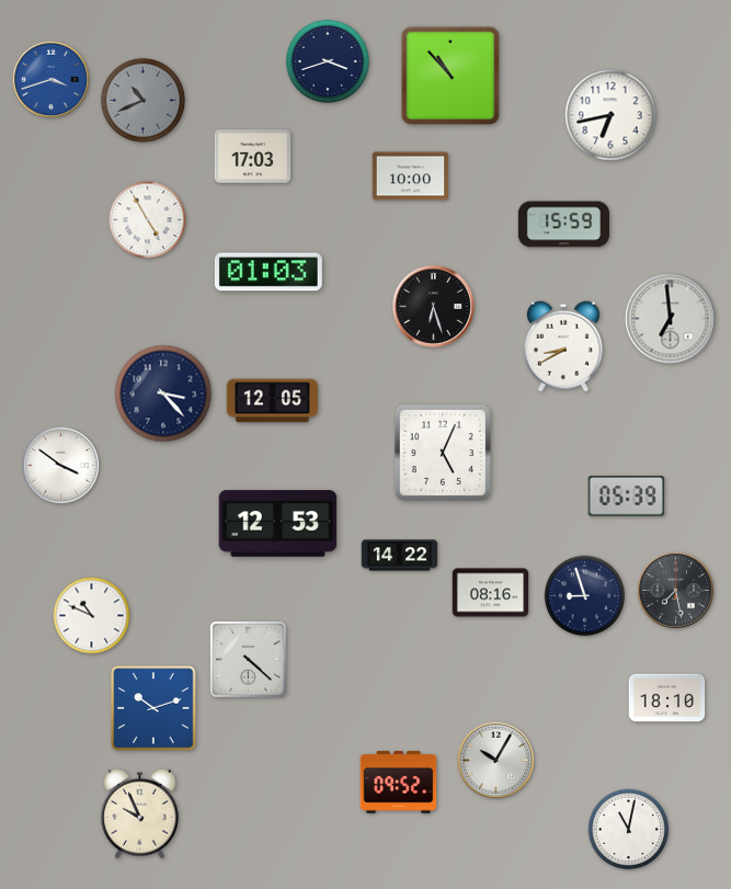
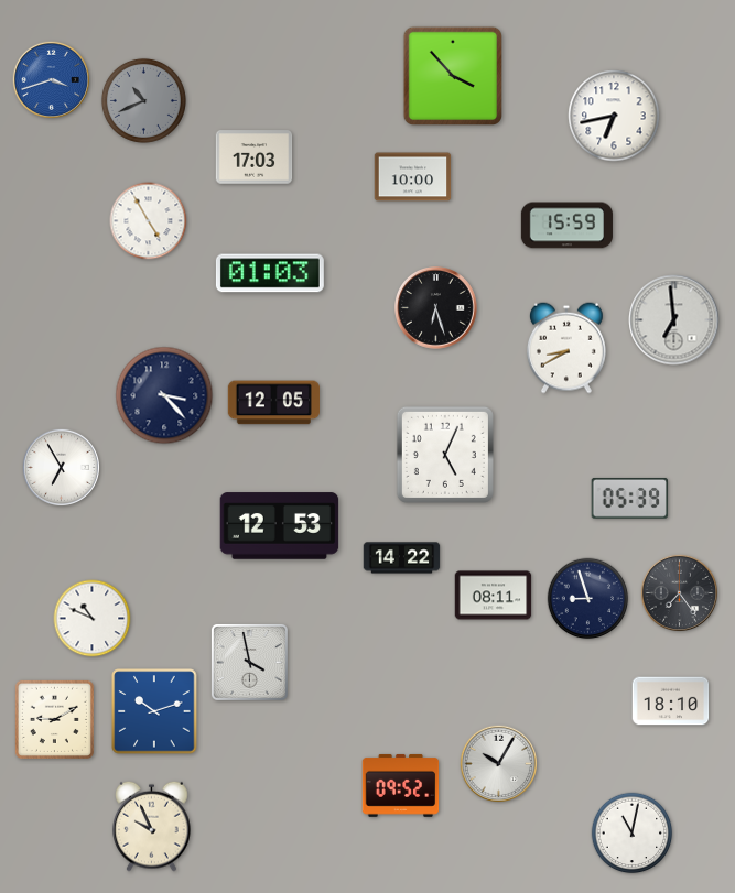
clock at (328, 61): 3:42 -> none
clock at (449, 75): 10:53 -> 3:53
clock at (60, 465): 3:51 -> 6:55
clock at (675, 590): 7:28 -> 7:24
clock at (491, 593): 08:16 -> 08:11
clock at (248, 659): 4:22 -> 3:58
clock at (54, 719): none -> 9:10
clock at (140, 813) position: (140, 813) -> (152, 826)
